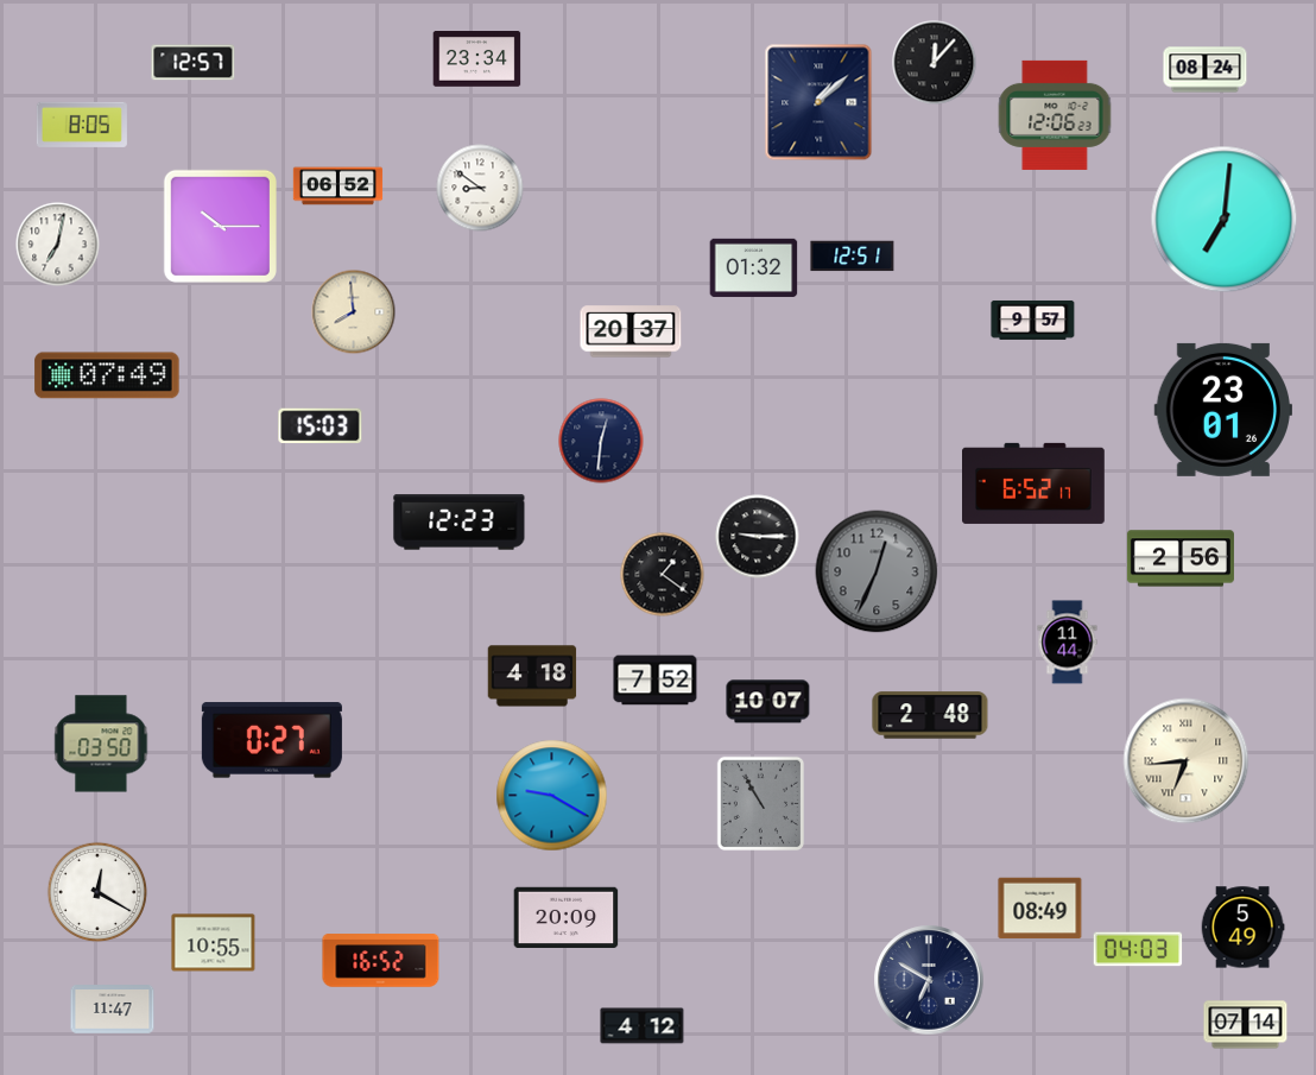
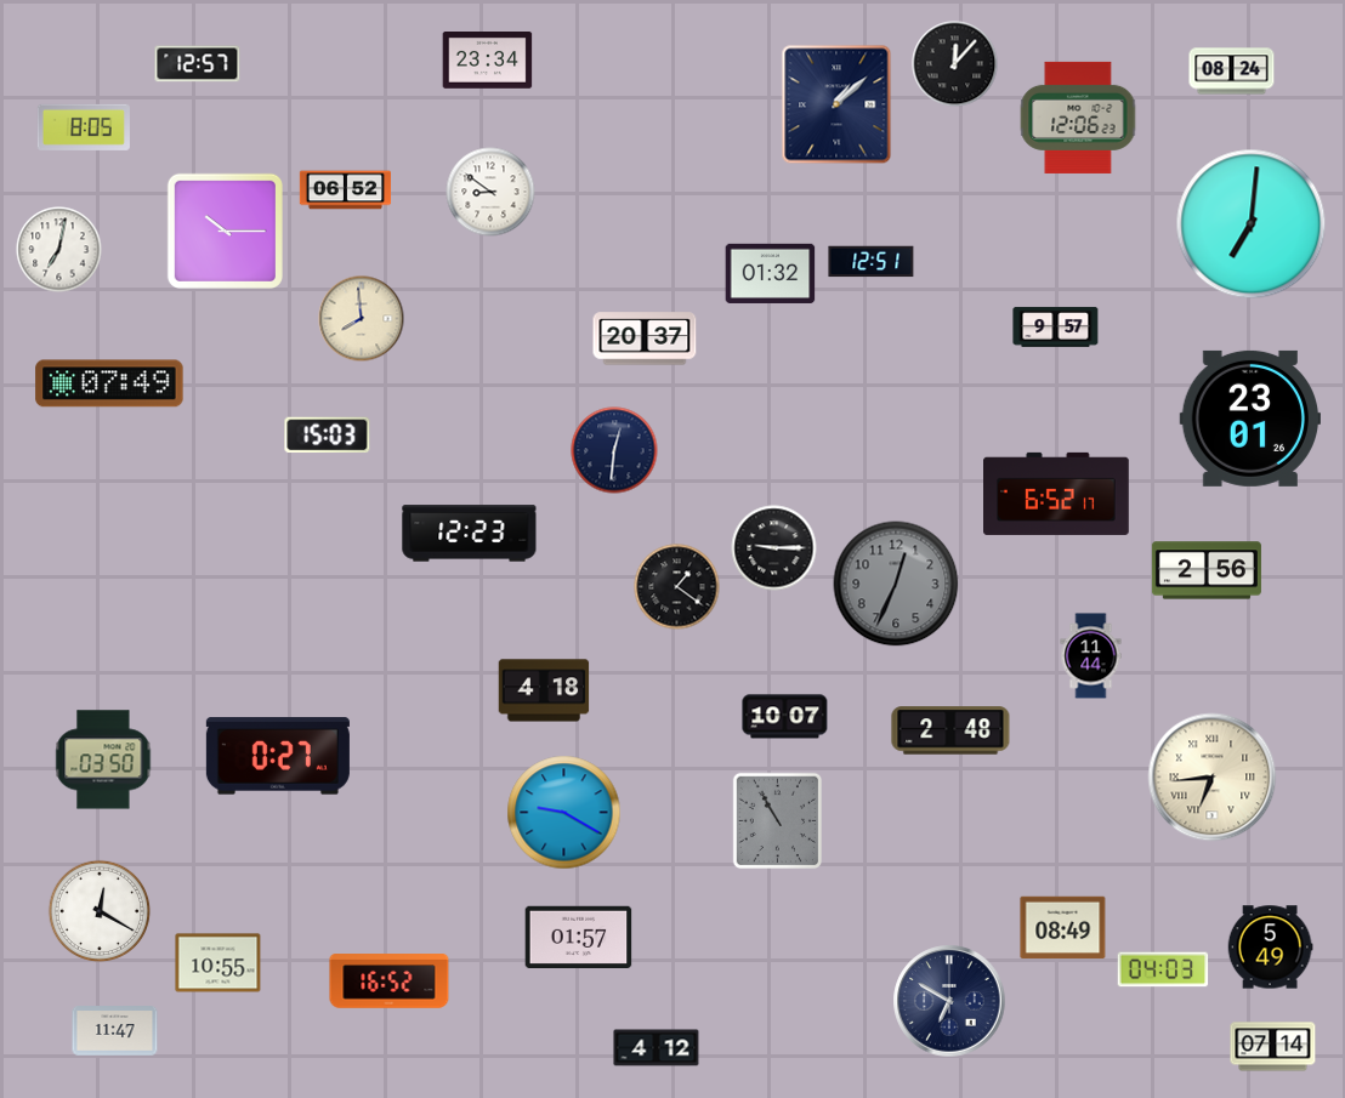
clock at (656, 681): 7:52 -> none
clock at (567, 917): 20:09 -> 01:57
